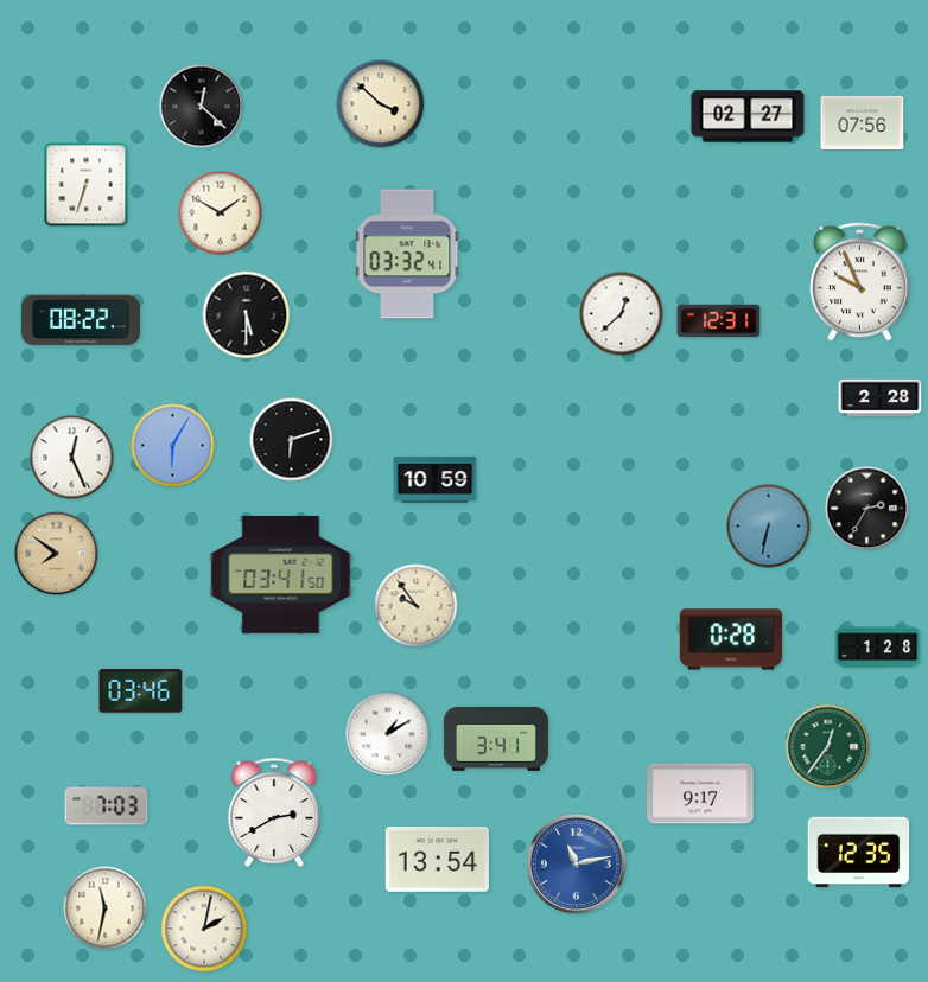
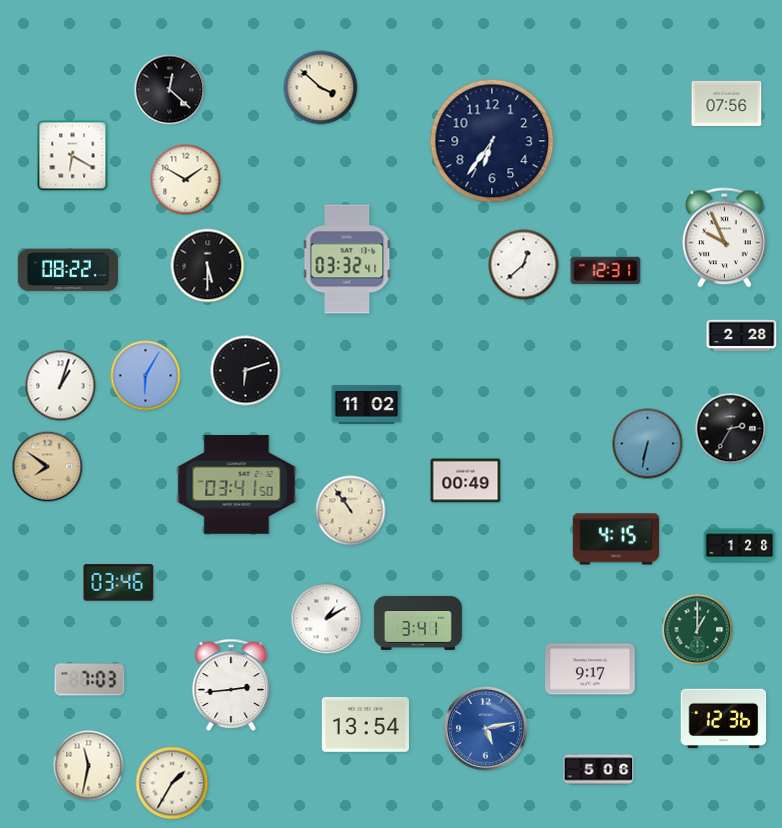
clock at (748, 116): 02:27 -> none
clock at (492, 141): none -> 6:36
clock at (87, 185): 6:33 -> 6:20
clock at (407, 254) position: (407, 254) -> (347, 259)
clock at (72, 458): 12:26 -> 1:03
clock at (436, 480): 10:59 -> 11:02
clock at (466, 481): none -> 00:49
clock at (417, 606): 9:54 -> 10:54
clock at (731, 639): 0:28 -> 4:15
clock at (828, 747): 12:36 -> 1:00
clock at (274, 812): 2:40 -> 2:44
clock at (859, 853): 12:35 -> 12:36
clock at (437, 860) position: (437, 860) -> (365, 725)
clock at (577, 865): 11:13 -> 5:13
clock at (599, 770): none -> 5:06
clock at (204, 929): 2:02 -> 1:35
